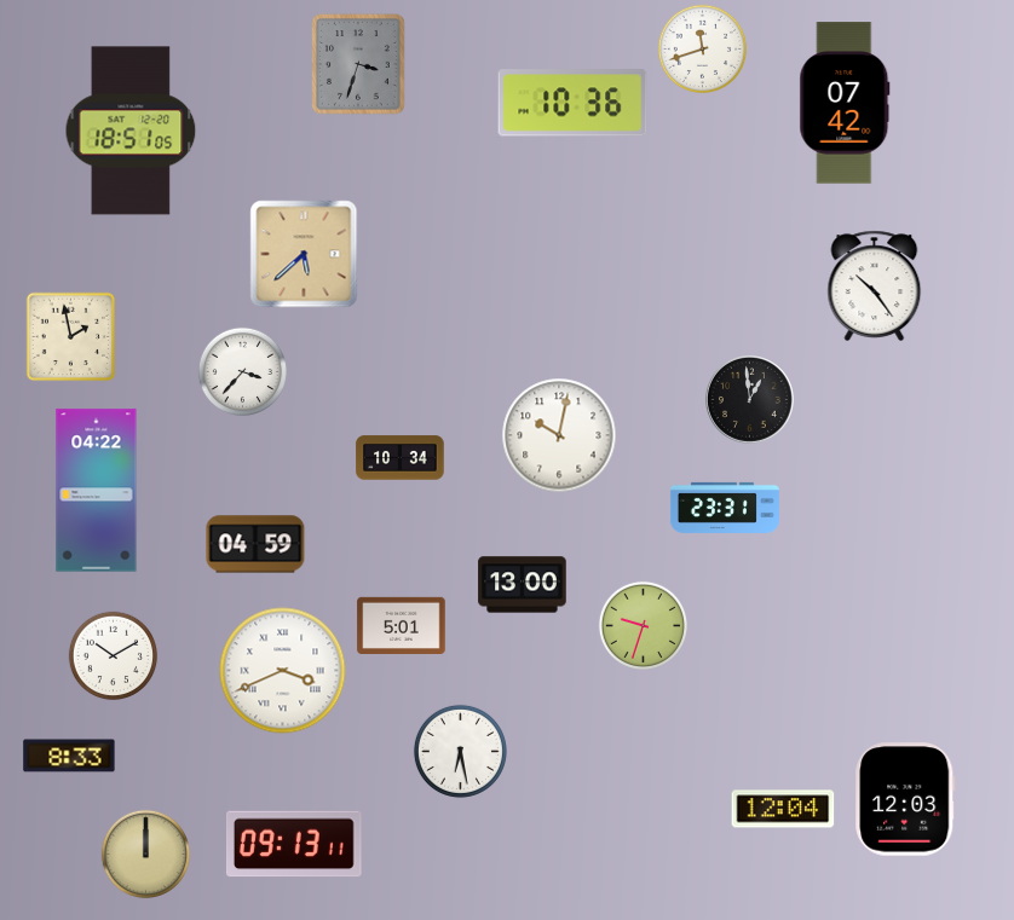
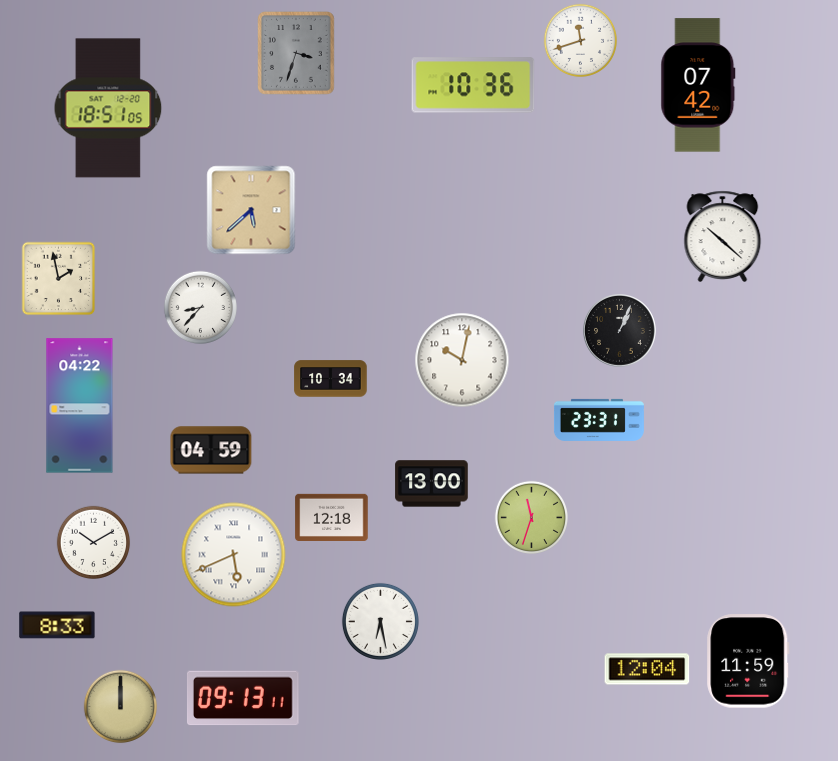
clock at (875, 285): 10:24 -> 10:22
clock at (243, 372): 3:37 -> 8:37
clock at (750, 400): 12:59 -> 1:04
clock at (402, 625): 5:01 -> 12:18
clock at (644, 626): 9:33 -> 11:33
clock at (283, 671): 3:41 -> 5:41
clock at (905, 799): 12:03 -> 11:59
